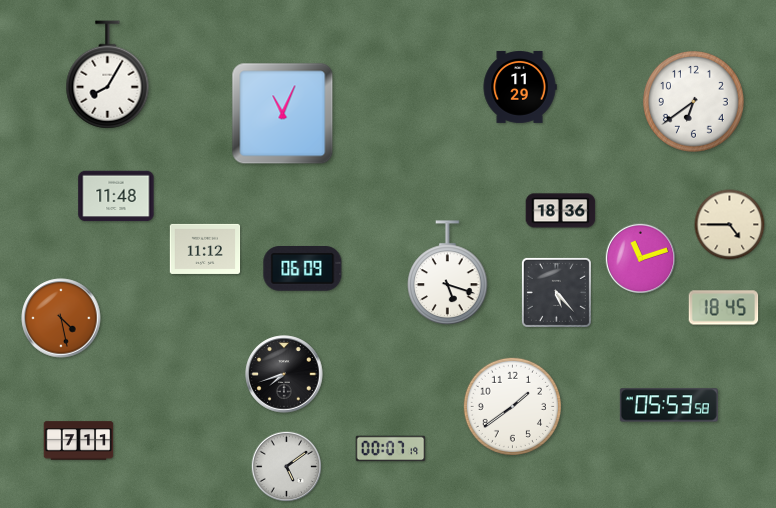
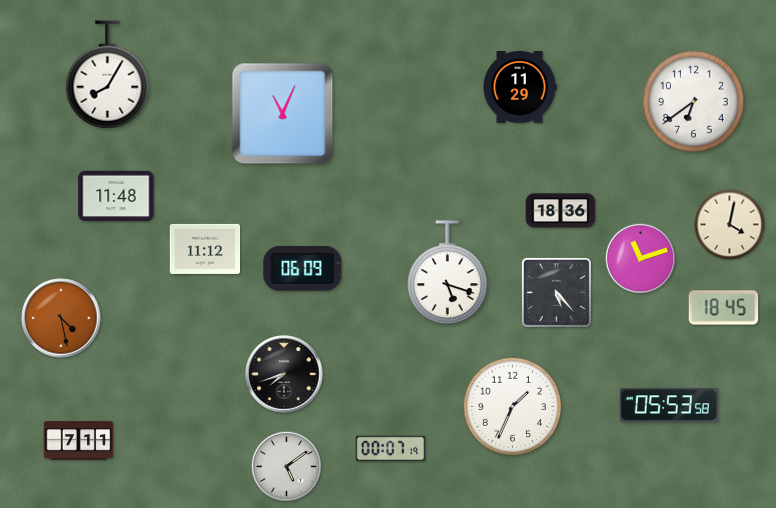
clock at (730, 225): 4:45 -> 4:02
clock at (512, 406): 1:39 -> 1:34
